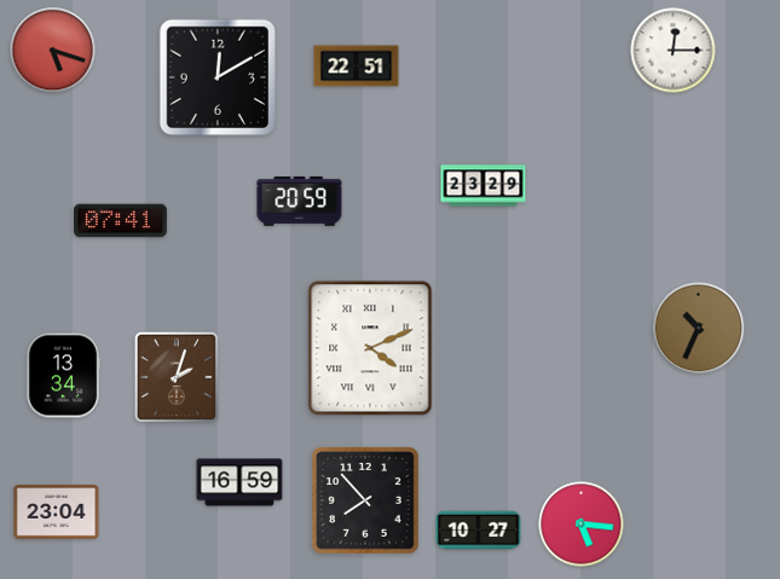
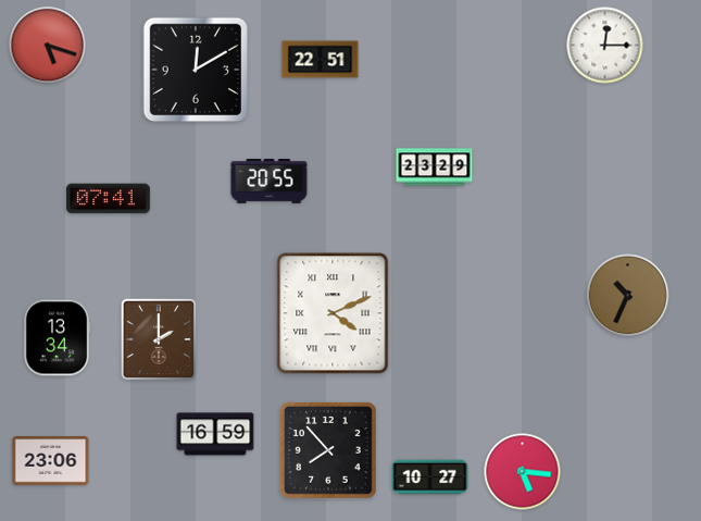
clock at (300, 202): 20:59 -> 20:55
clock at (177, 377): 2:03 -> 2:00
clock at (57, 513): 23:04 -> 23:06
